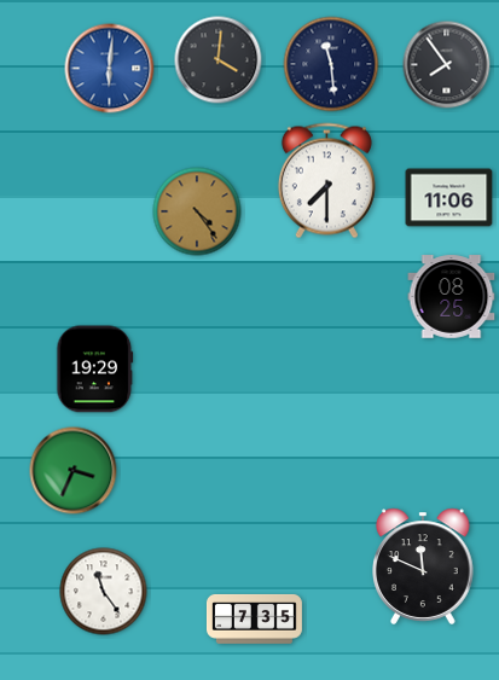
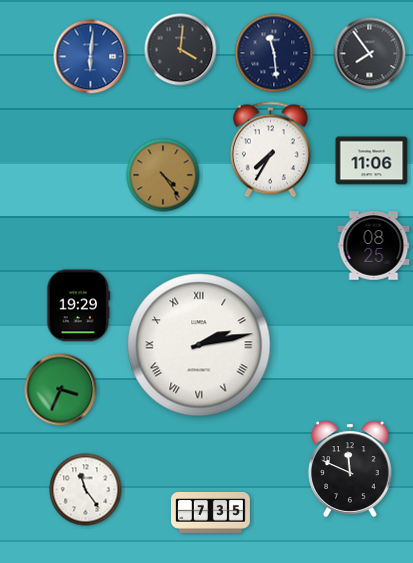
clock at (326, 181): 7:30 -> 7:35
clock at (449, 198) position: (449, 198) -> (372, 161)
clock at (199, 345): none -> 2:13
